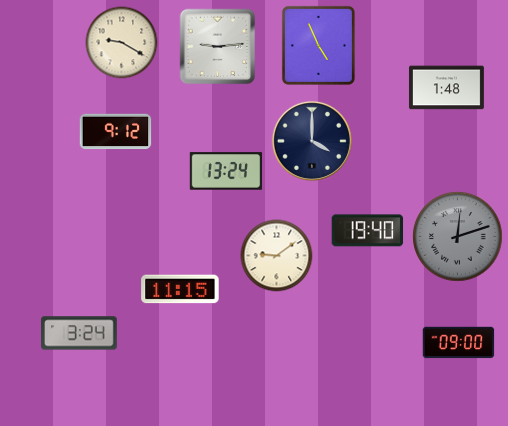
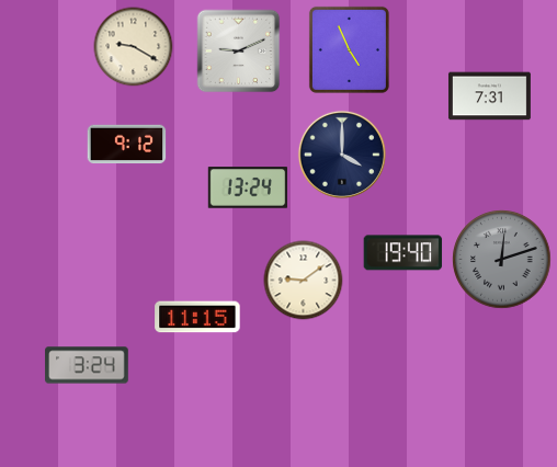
clock at (218, 47): 9:14 -> 9:11
clock at (446, 88): 1:48 -> 7:31
clock at (459, 343): 09:00 -> none
